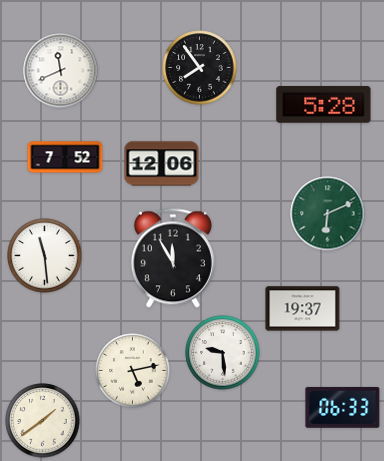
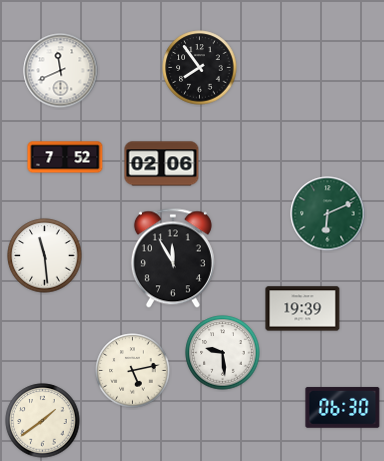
clock at (324, 105): 5:28 -> none
clock at (162, 164): 12:06 -> 02:06
clock at (303, 309): 19:37 -> 19:39
clock at (343, 407): 06:33 -> 06:30
